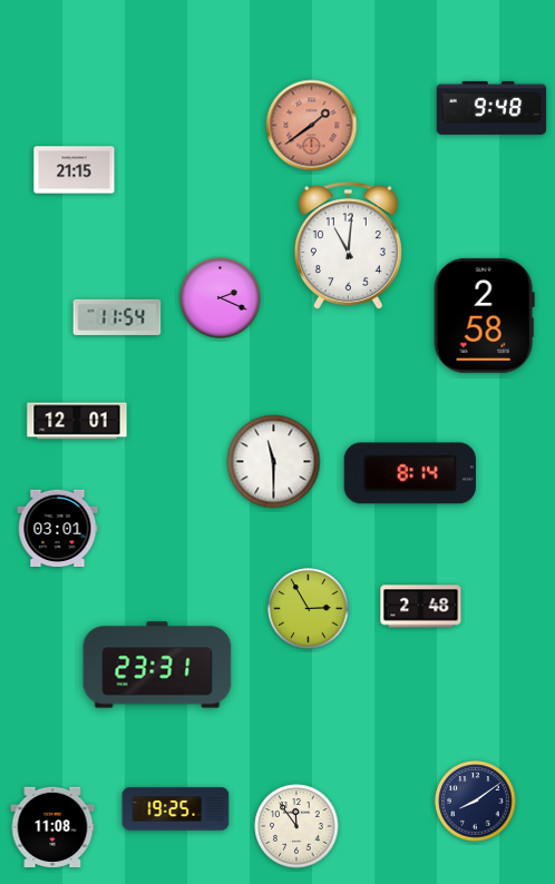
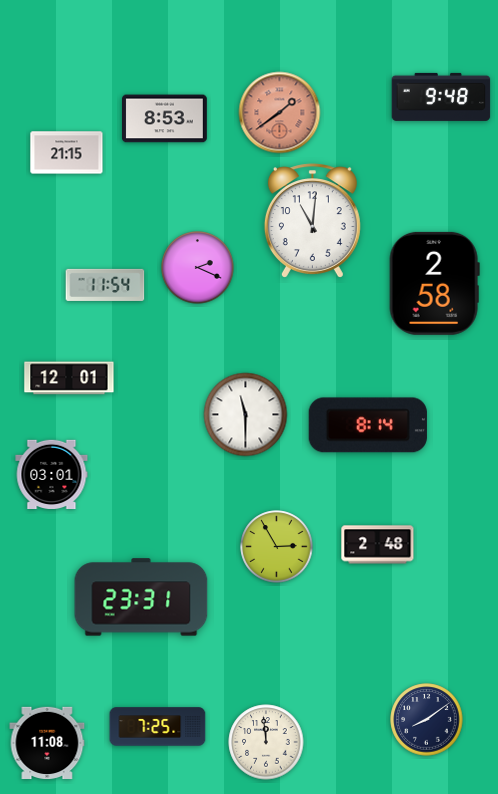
clock at (165, 119): none -> 8:53
clock at (176, 809): 19:25 -> 7:25
clock at (296, 826): 11:54 -> 11:59
